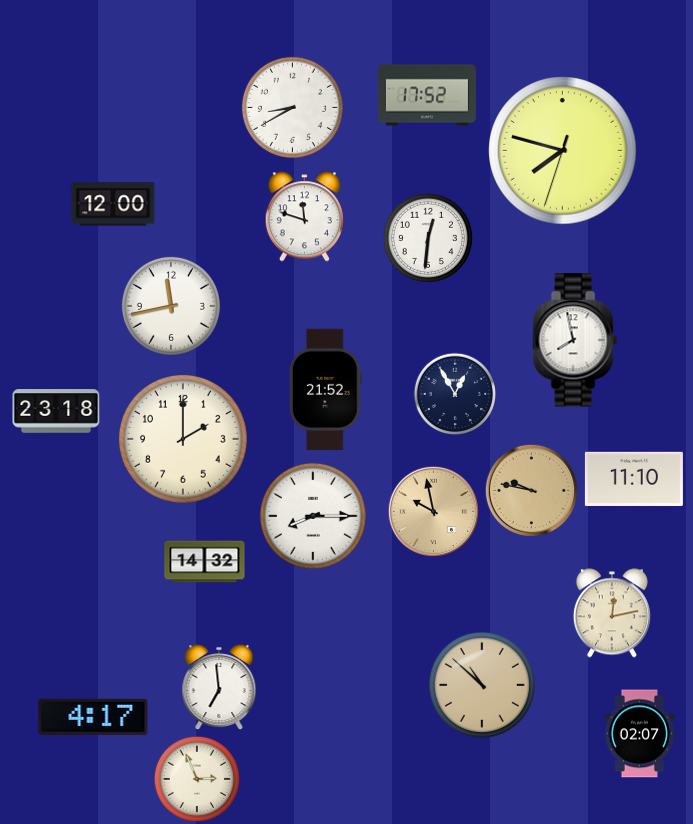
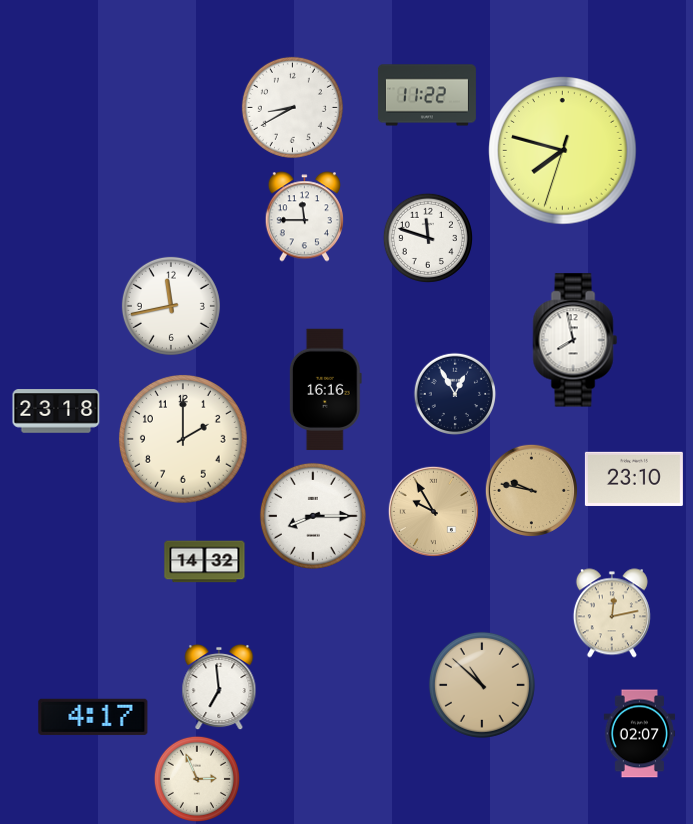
clock at (427, 95): 17:52 -> 11:22
clock at (113, 204): 12:00 -> none
clock at (304, 217): 11:48 -> 11:45
clock at (428, 238): 12:31 -> 11:48
clock at (325, 390): 21:52 -> 16:16
clock at (634, 479): 11:10 -> 23:10
clock at (433, 511): 9:58 -> 9:55
